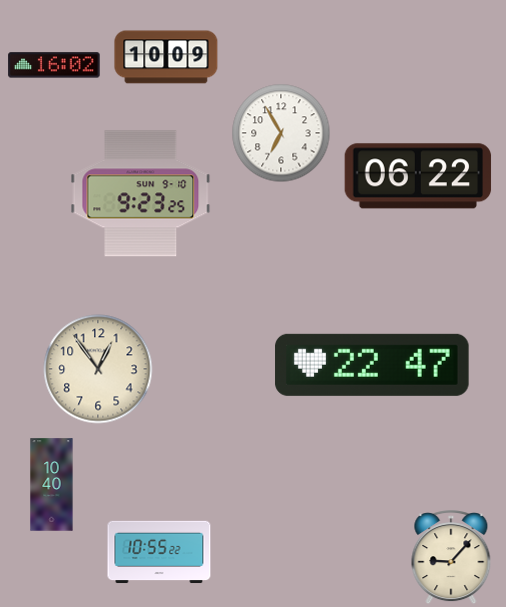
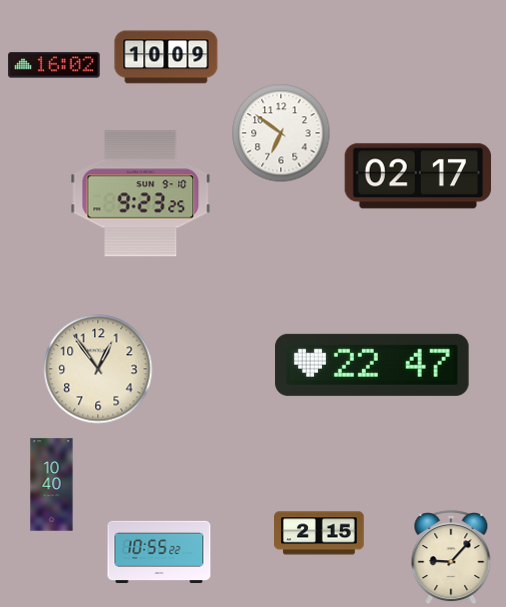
clock at (281, 133): 6:55 -> 6:51
clock at (418, 176): 06:22 -> 02:17
clock at (319, 533): none -> 2:15
